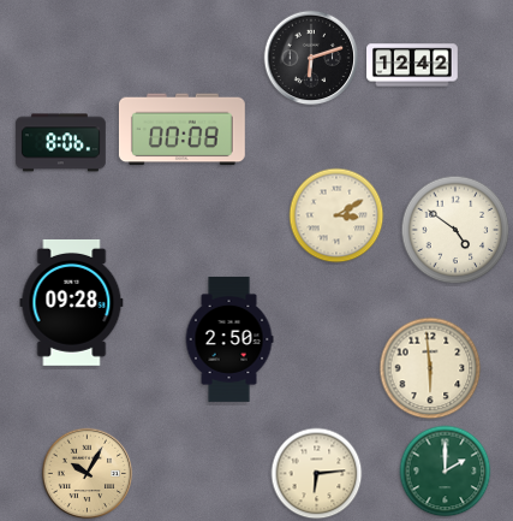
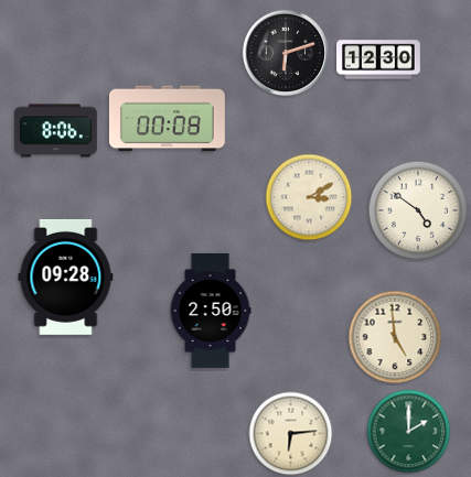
clock at (412, 65): 12:42 -> 12:30
clock at (430, 368): 5:59 -> 4:59
clock at (88, 474): 10:05 -> none
